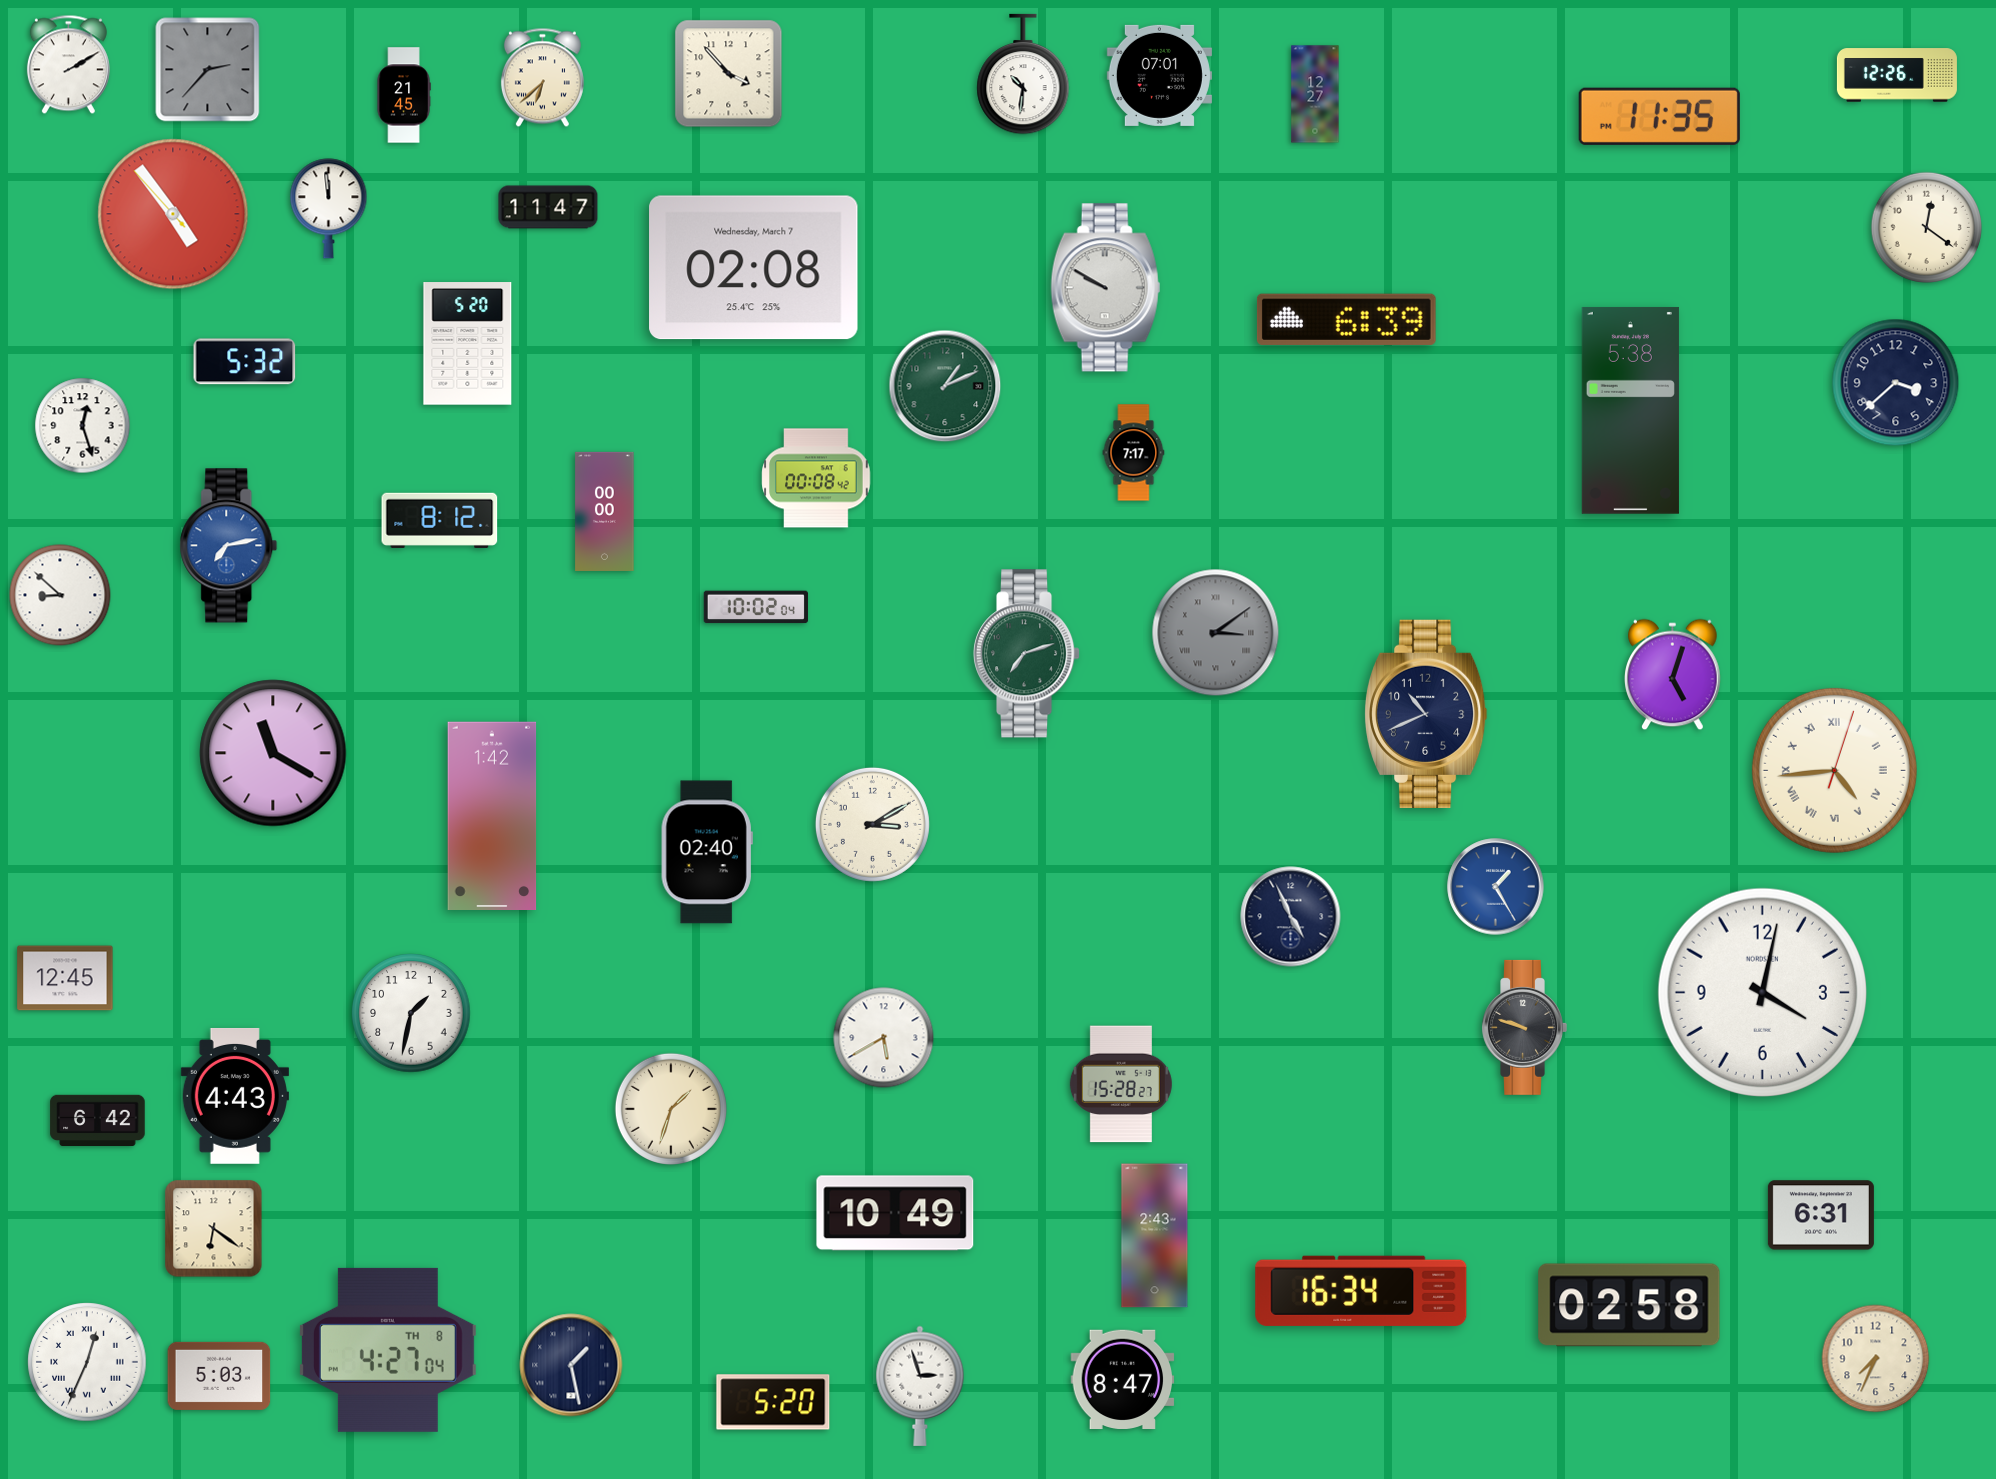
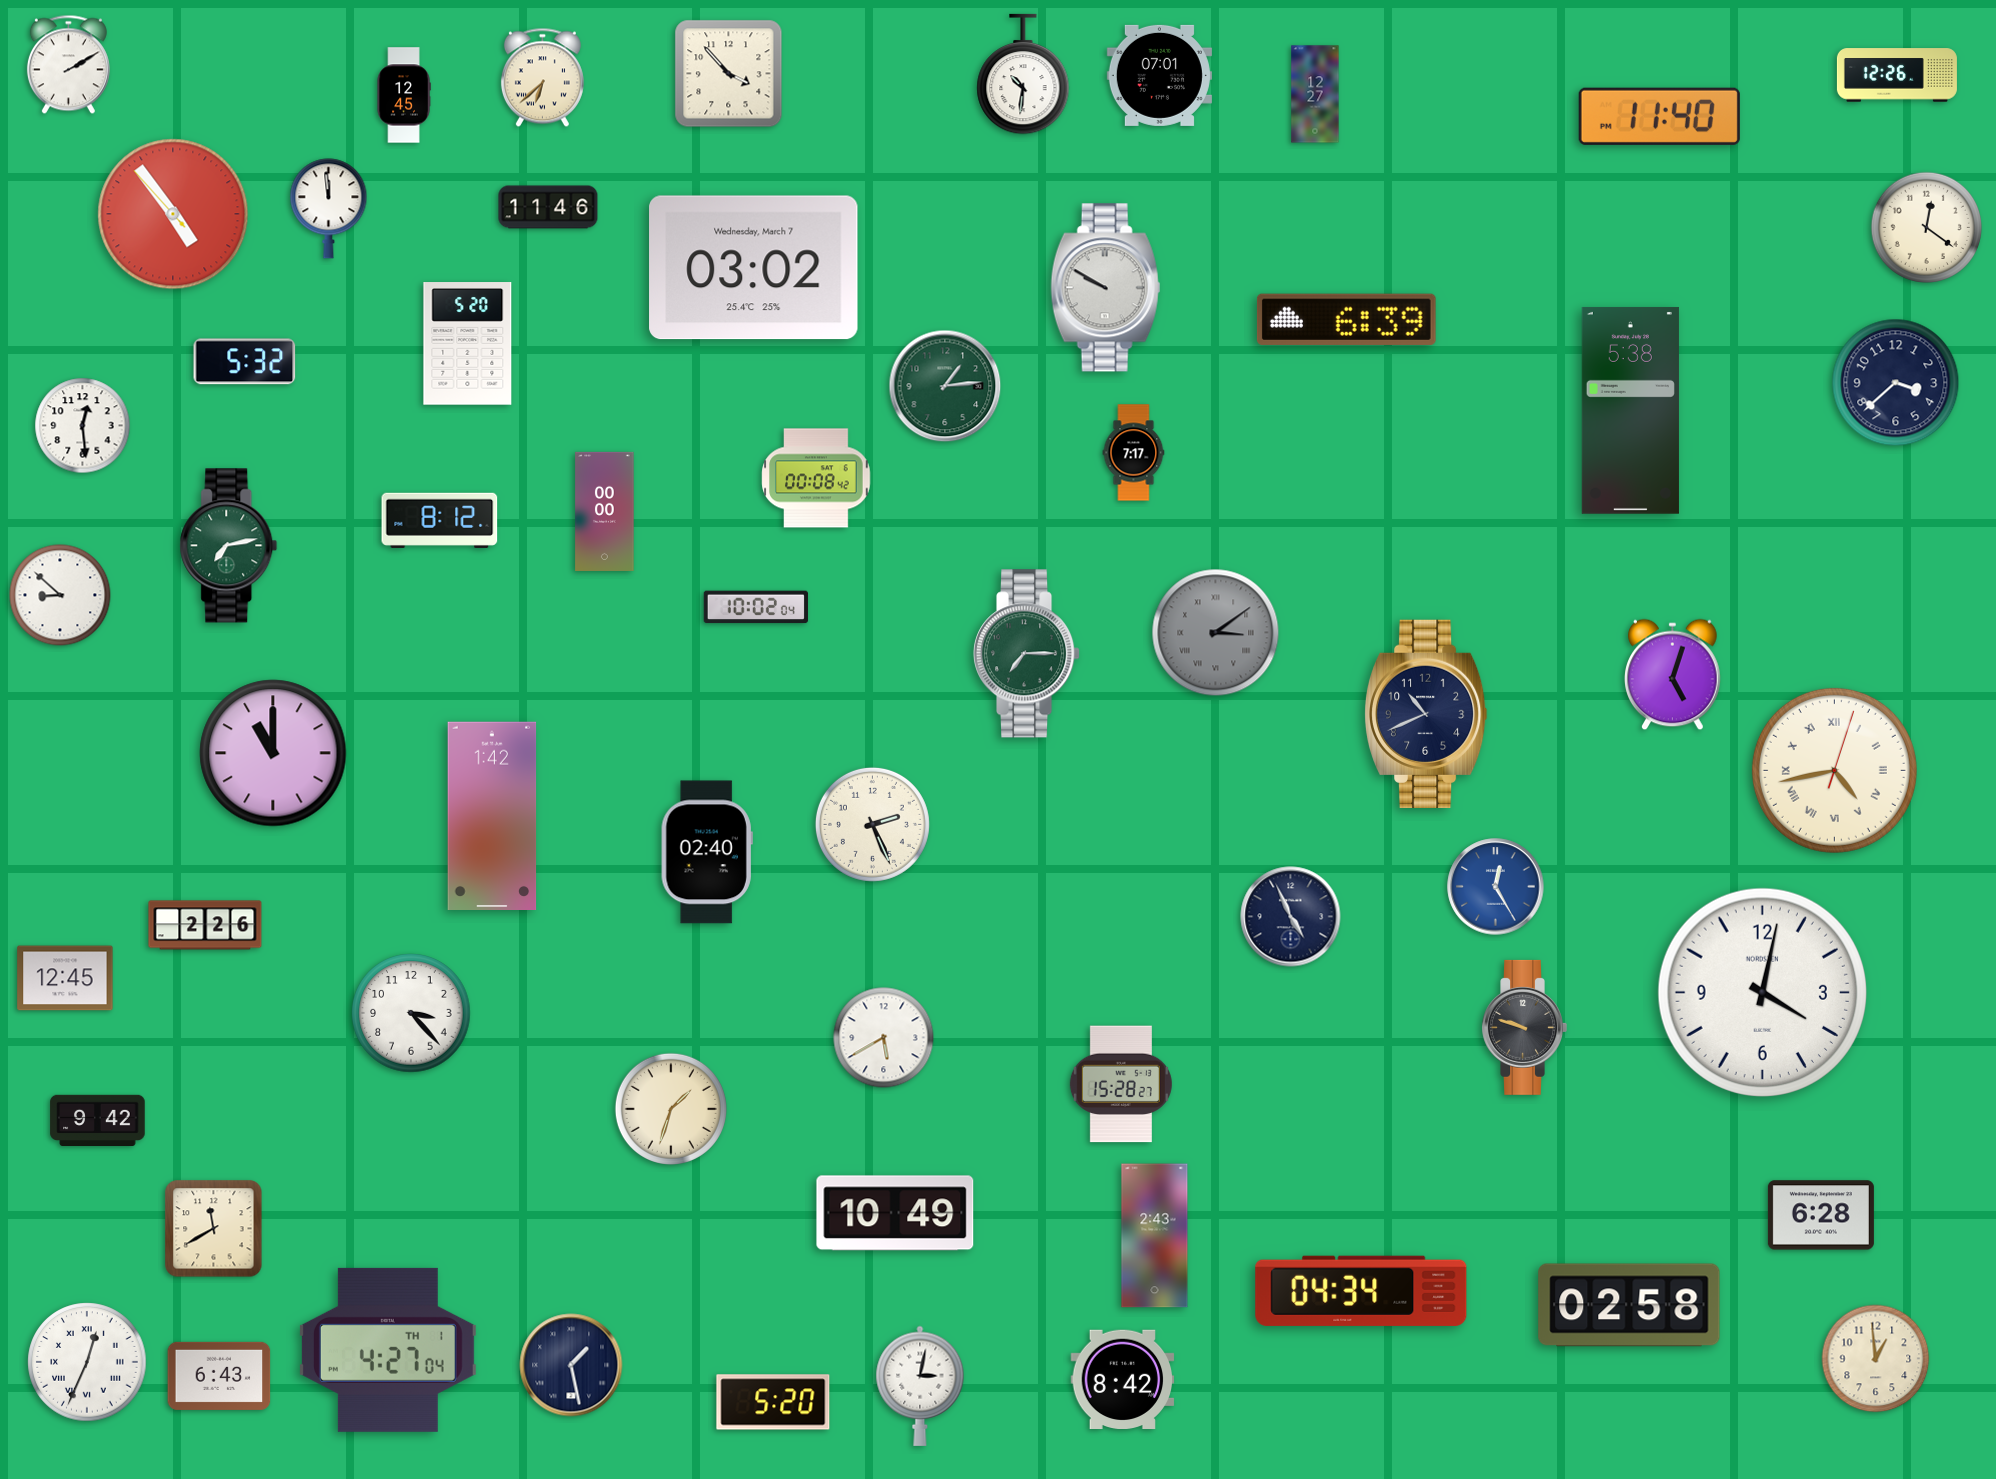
clock at (208, 70): 2:37 -> none
clock at (404, 95): 21:45 -> 12:45
clock at (1659, 116): 11:35 -> 11:40
clock at (548, 207): 11:47 -> 11:46
clock at (754, 268): 02:08 -> 03:02
clock at (945, 386): 1:11 -> 1:14
clock at (83, 426): 12:27 -> 12:29
clock at (229, 546) dial: blue -> green
clock at (1027, 654): 7:12 -> 7:15
clock at (273, 753): 11:20 -> 11:00
clock at (1834, 770): 4:44 -> 4:43
clock at (872, 824): 3:10 -> 2:26
clock at (1496, 887): 1:25 -> 12:25
clock at (205, 925): none -> 2:26
clock at (411, 1013): 1:32 -> 3:23
clock at (235, 1096): 4:43 -> none
clock at (98, 1121): 6:42 -> 9:42
clock at (1821, 1215): 6:31 -> 6:28
clock at (214, 1229): 6:21 -> 11:40
clock at (1361, 1291): 16:34 -> 04:34
clock at (388, 1350) date: TH 8 -> TH 1
clock at (1876, 1359): 7:34 -> 12:59
clock at (219, 1376): 5:03 -> 6:43
clock at (1123, 1380): 8:47 -> 8:42
clock at (920, 1386): 2:57 -> 3:02
